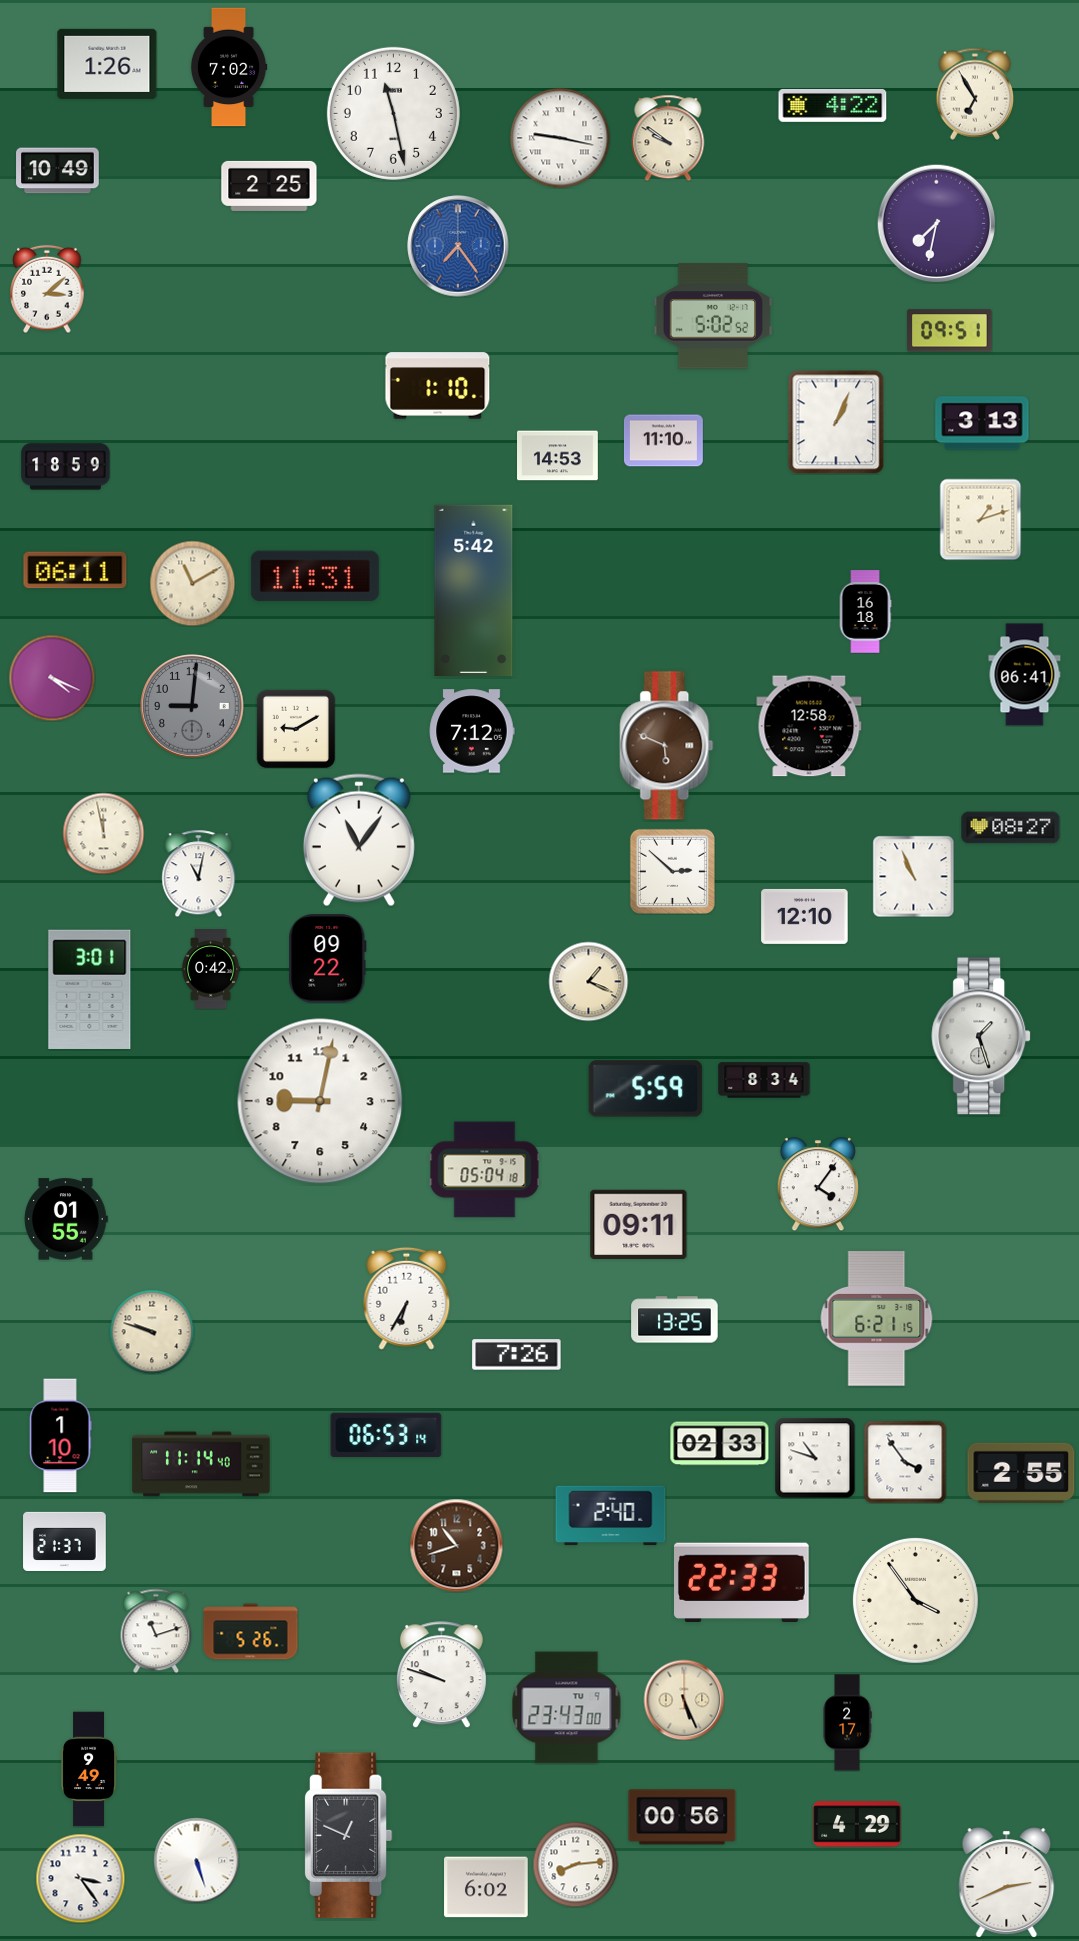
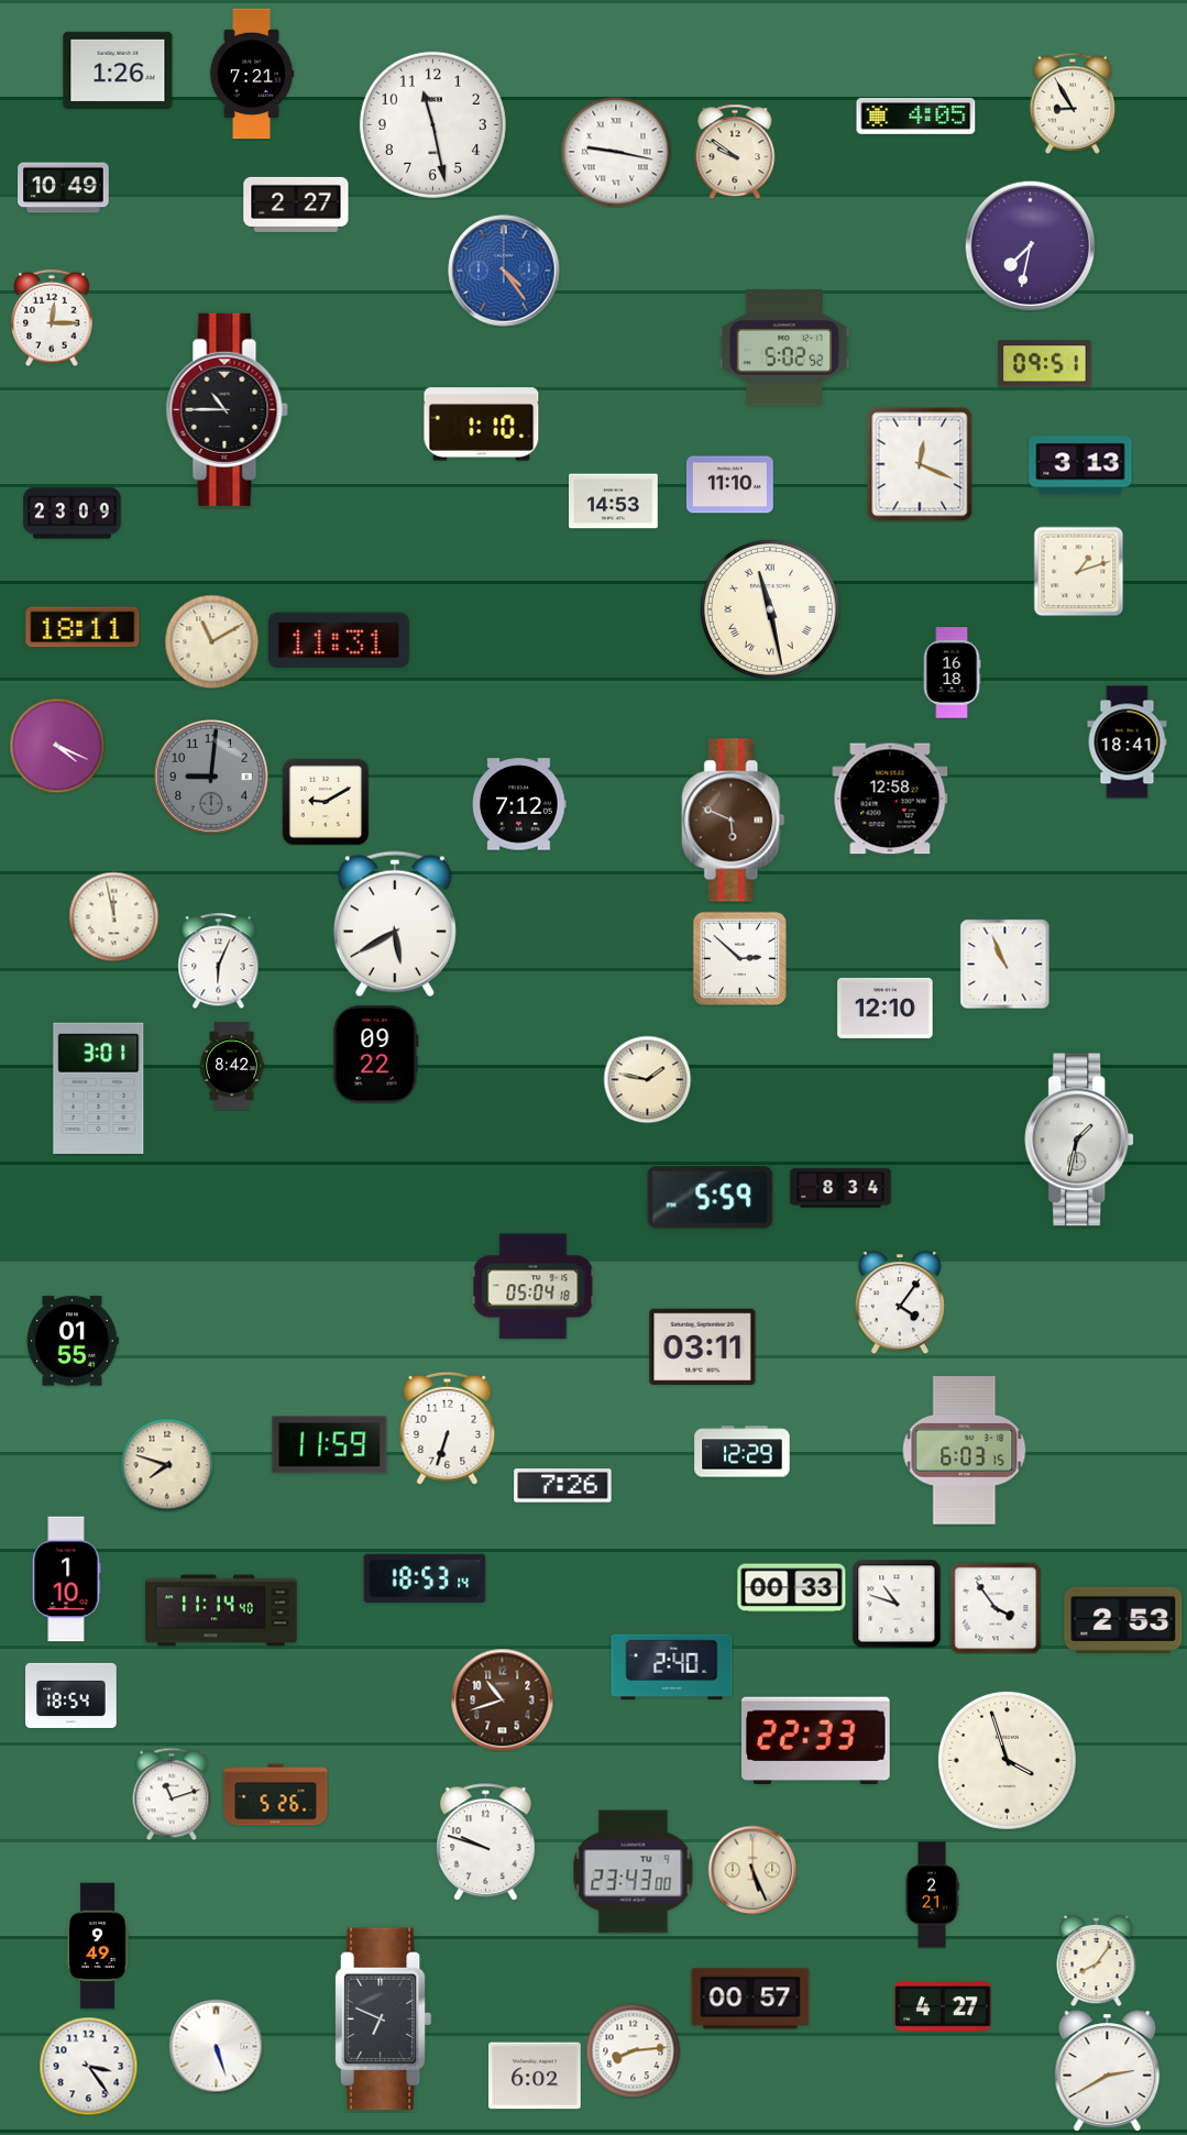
clock at (229, 67): 7:02 -> 7:21
clock at (975, 94): 6:55 -> 8:55
clock at (833, 105): 4:22 -> 4:05
clock at (269, 186): 2:25 -> 2:27
clock at (458, 246): 7:24 -> 4:24
clock at (47, 289): 3:08 -> 12:15
clock at (227, 409): none -> 10:45
clock at (836, 422): 1:04 -> 12:19
clock at (66, 467): 18:59 -> 23:09
clock at (770, 609): none -> 11:28
clock at (75, 570): 06:11 -> 18:11
clock at (315, 576) position: (315, 576) -> (339, 640)
clock at (474, 590): 5:42 -> none
clock at (1025, 675): 06:41 -> 18:41
clock at (1011, 828): 08:27 -> none
clock at (359, 840): 11:06 -> 5:40
clock at (199, 873): 11:02 -> 6:04
clock at (328, 959) position: (328, 959) -> (376, 1055)
clock at (211, 970): 0:42 -> 8:42
clock at (588, 981): 1:19 -> 1:47
clock at (982, 1036): 1:27 -> 1:32
clock at (320, 1101): 9:02 -> none
clock at (639, 1224): 09:11 -> 03:11
clock at (407, 1298): 6:35 -> 6:33
clock at (330, 1445): none -> 11:59
clock at (877, 1319): 6:21 -> 6:03
clock at (675, 1320): 13:25 -> 12:29
clock at (152, 1332): 9:48 -> 7:48
clock at (517, 1355) position: (517, 1355) -> (563, 1486)
clock at (386, 1435): 06:53 -> 18:53
clock at (720, 1444): 02:33 -> 00:33
clock at (1021, 1473): 2:55 -> 2:53
clock at (65, 1541): 21:37 -> 18:54
clock at (915, 1600): 3:54 -> 3:57
clock at (567, 1708) position: (567, 1708) -> (634, 1872)
clock at (847, 1723): 2:17 -> 2:21
clock at (1097, 1961): none -> 8:06
clock at (682, 1817): 00:56 -> 00:57
clock at (857, 1824): 4:29 -> 4:27
clock at (348, 1836): 12:49 -> 6:49
clock at (1007, 1883): 2:41 -> 2:40
